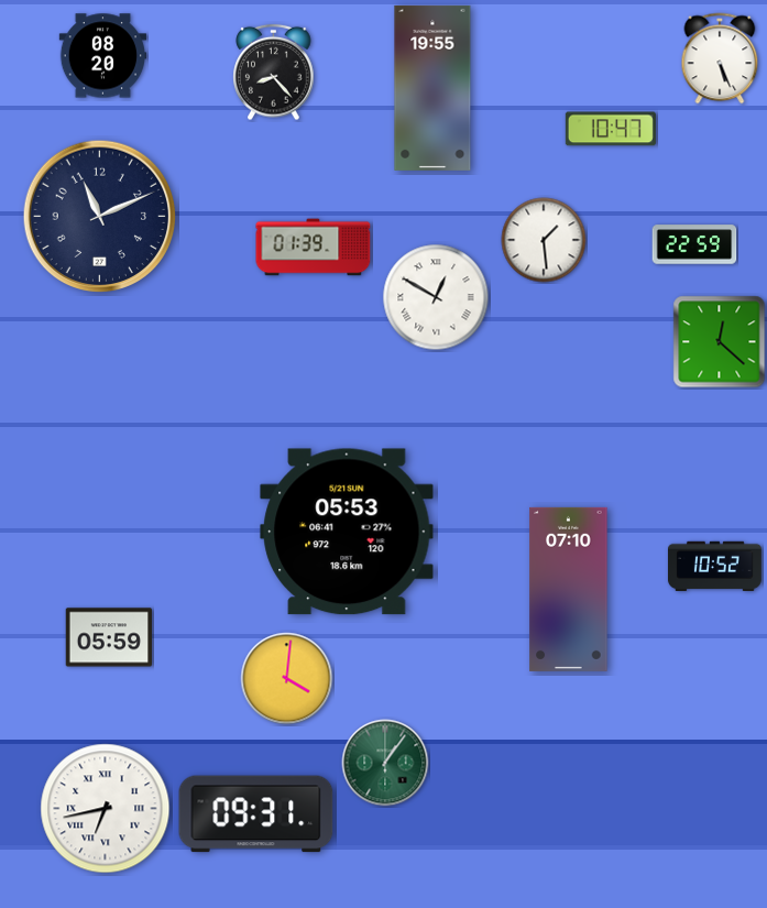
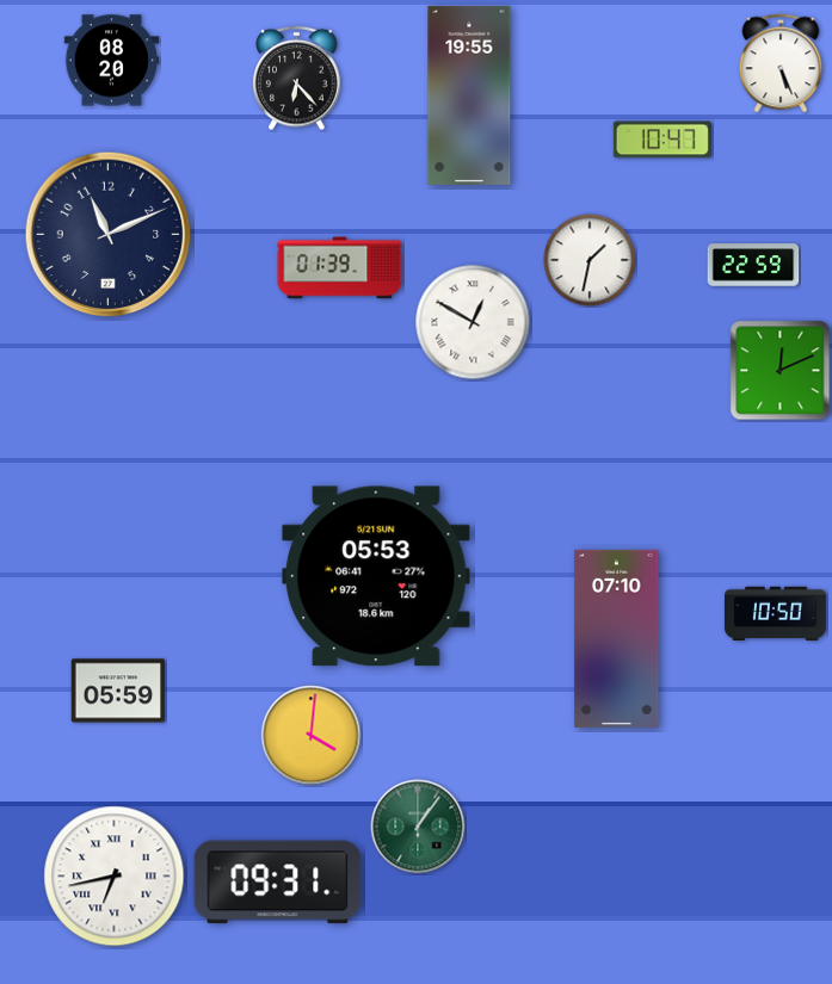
clock at (274, 73): 8:23 -> 6:23
clock at (544, 240): 1:29 -> 1:32
clock at (720, 342): 12:22 -> 12:11
clock at (714, 566): 10:52 -> 10:50
